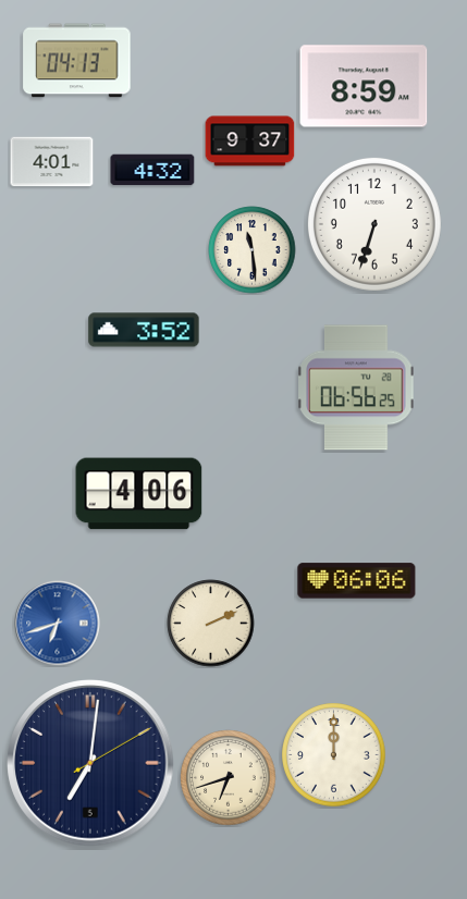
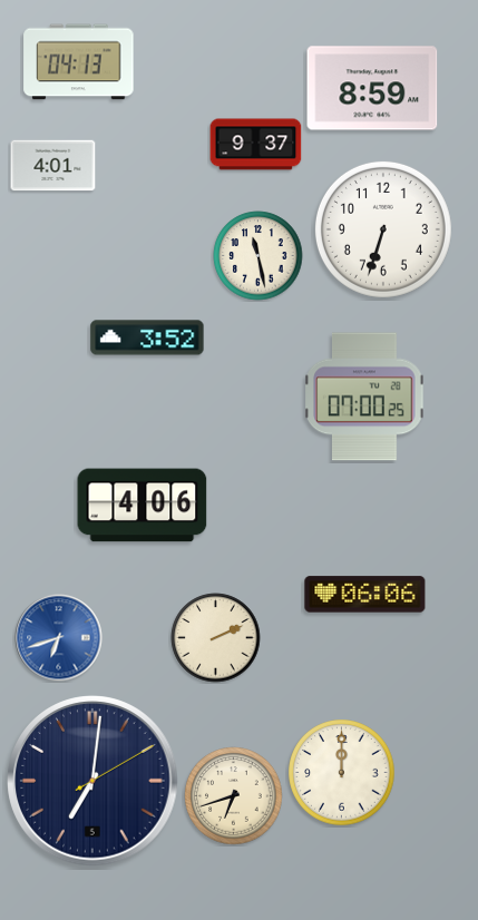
clock at (152, 170): 4:32 -> none
clock at (253, 250): 11:29 -> 11:28
clock at (356, 387): 06:56 -> 07:00
